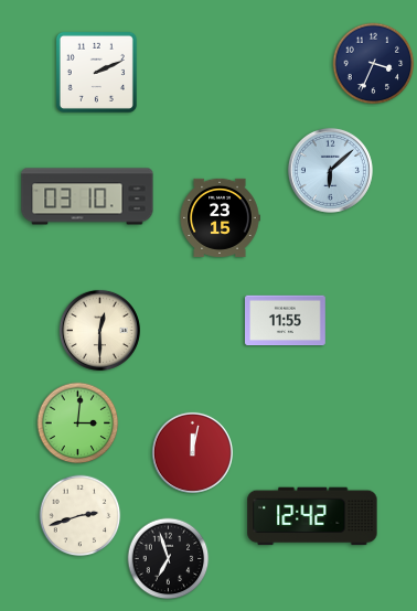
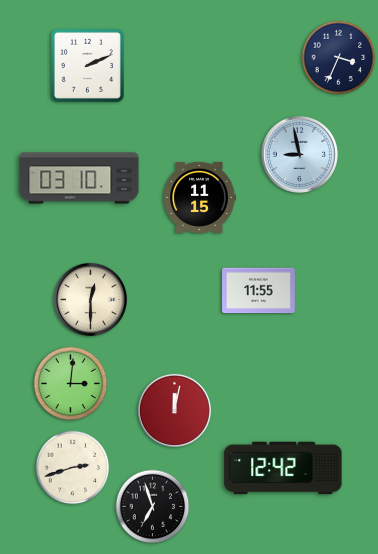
clock at (330, 170): 6:08 -> 8:58
clock at (220, 217): 23:15 -> 11:15
